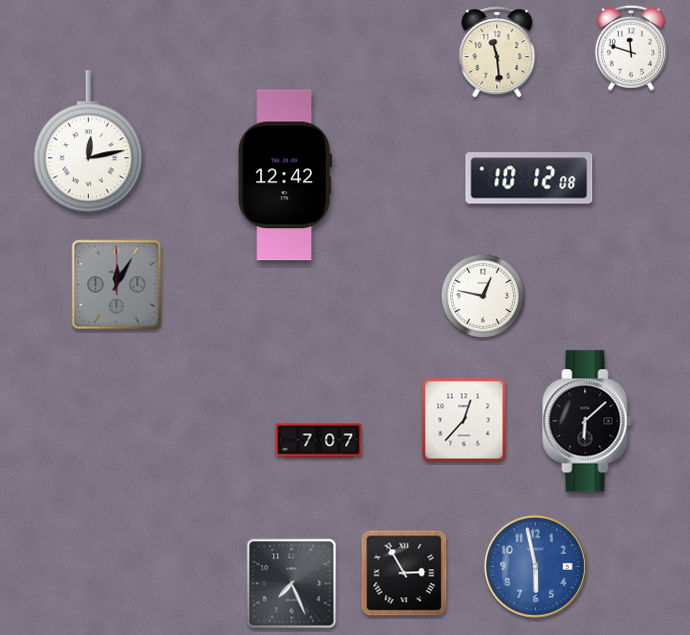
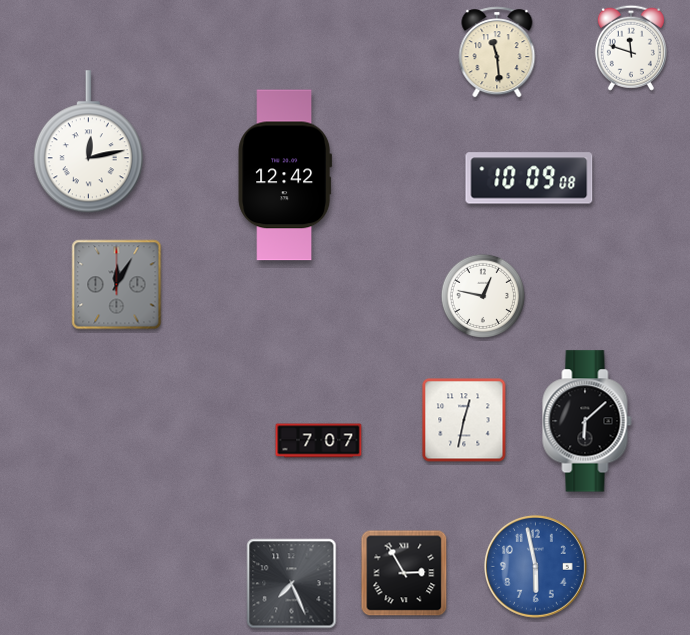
clock at (529, 178): 10:12 -> 10:09
clock at (464, 420): 12:37 -> 12:32
